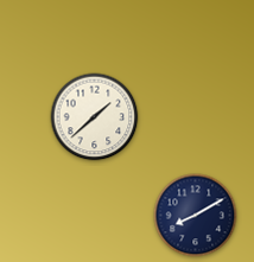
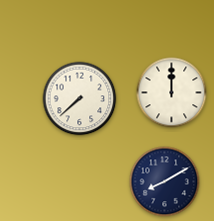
clock at (172, 93): none -> 12:00
clock at (95, 117): 1:38 -> 7:38
